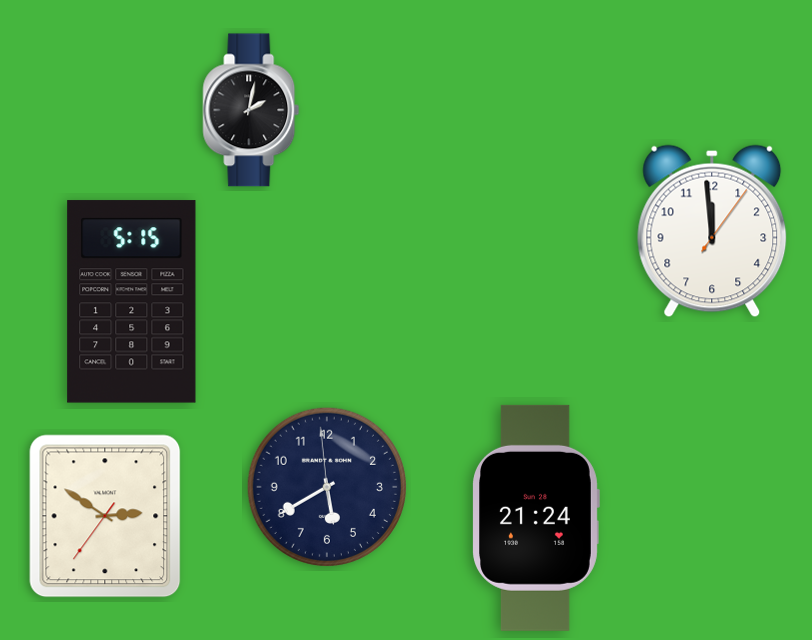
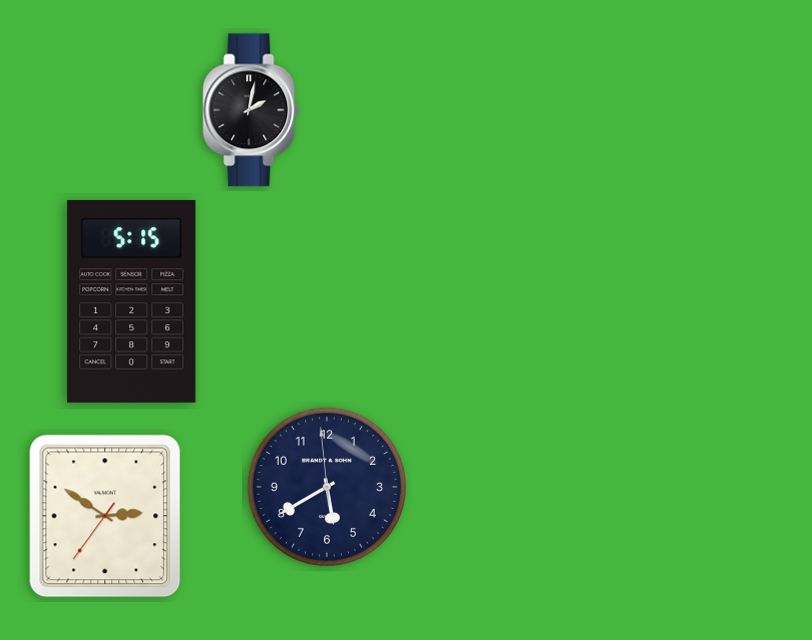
clock at (712, 231): 11:59 -> none
clock at (536, 518): 21:24 -> none
